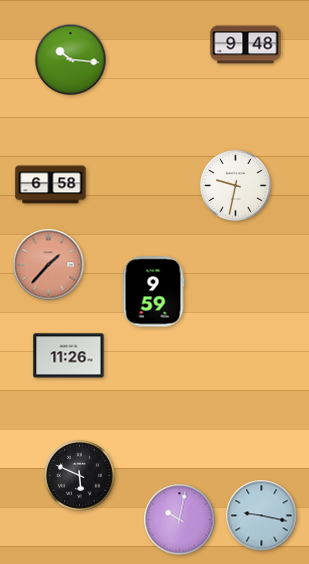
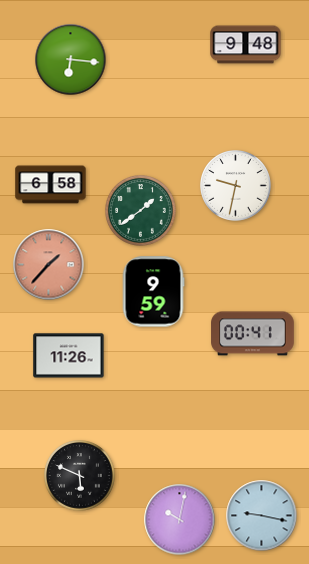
clock at (71, 60): 10:16 -> 6:16
clock at (141, 211): none -> 1:39
clock at (253, 334): none -> 00:41
